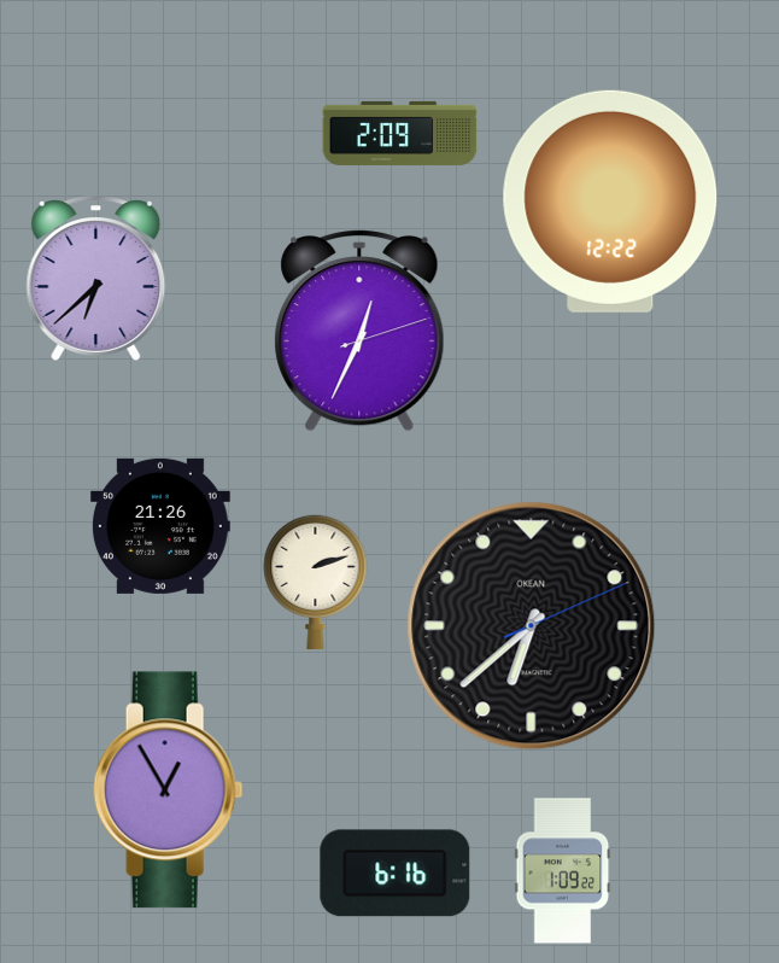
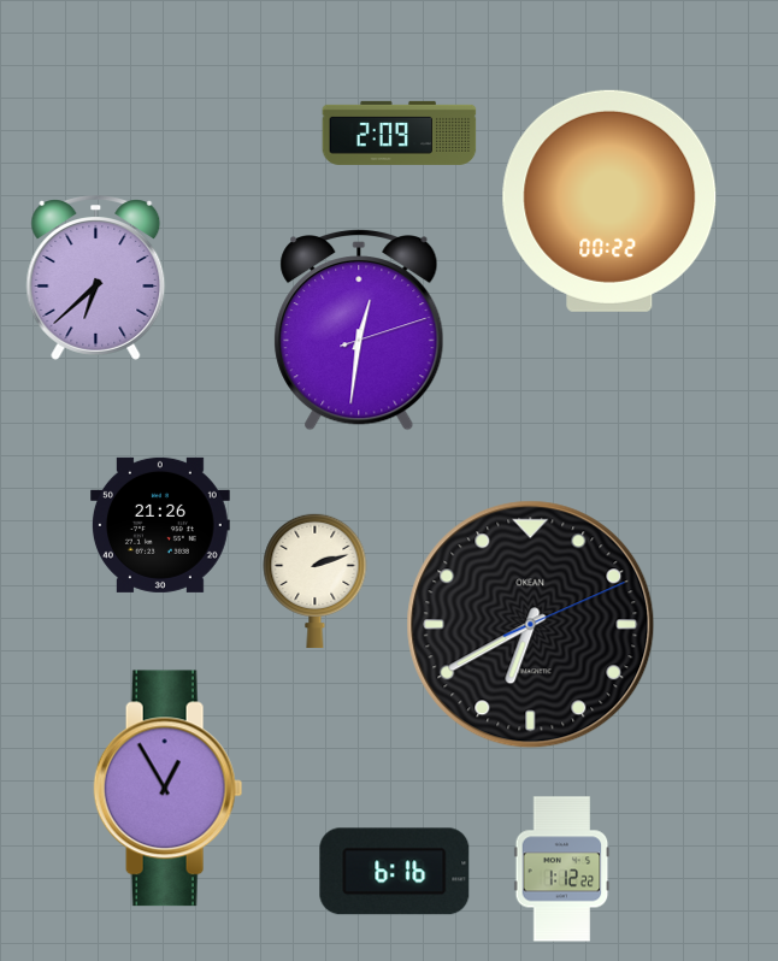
clock at (610, 202): 12:22 -> 00:22
clock at (359, 331): 12:34 -> 12:31
clock at (532, 626): 6:38 -> 6:40
clock at (563, 871): 1:09 -> 1:12
